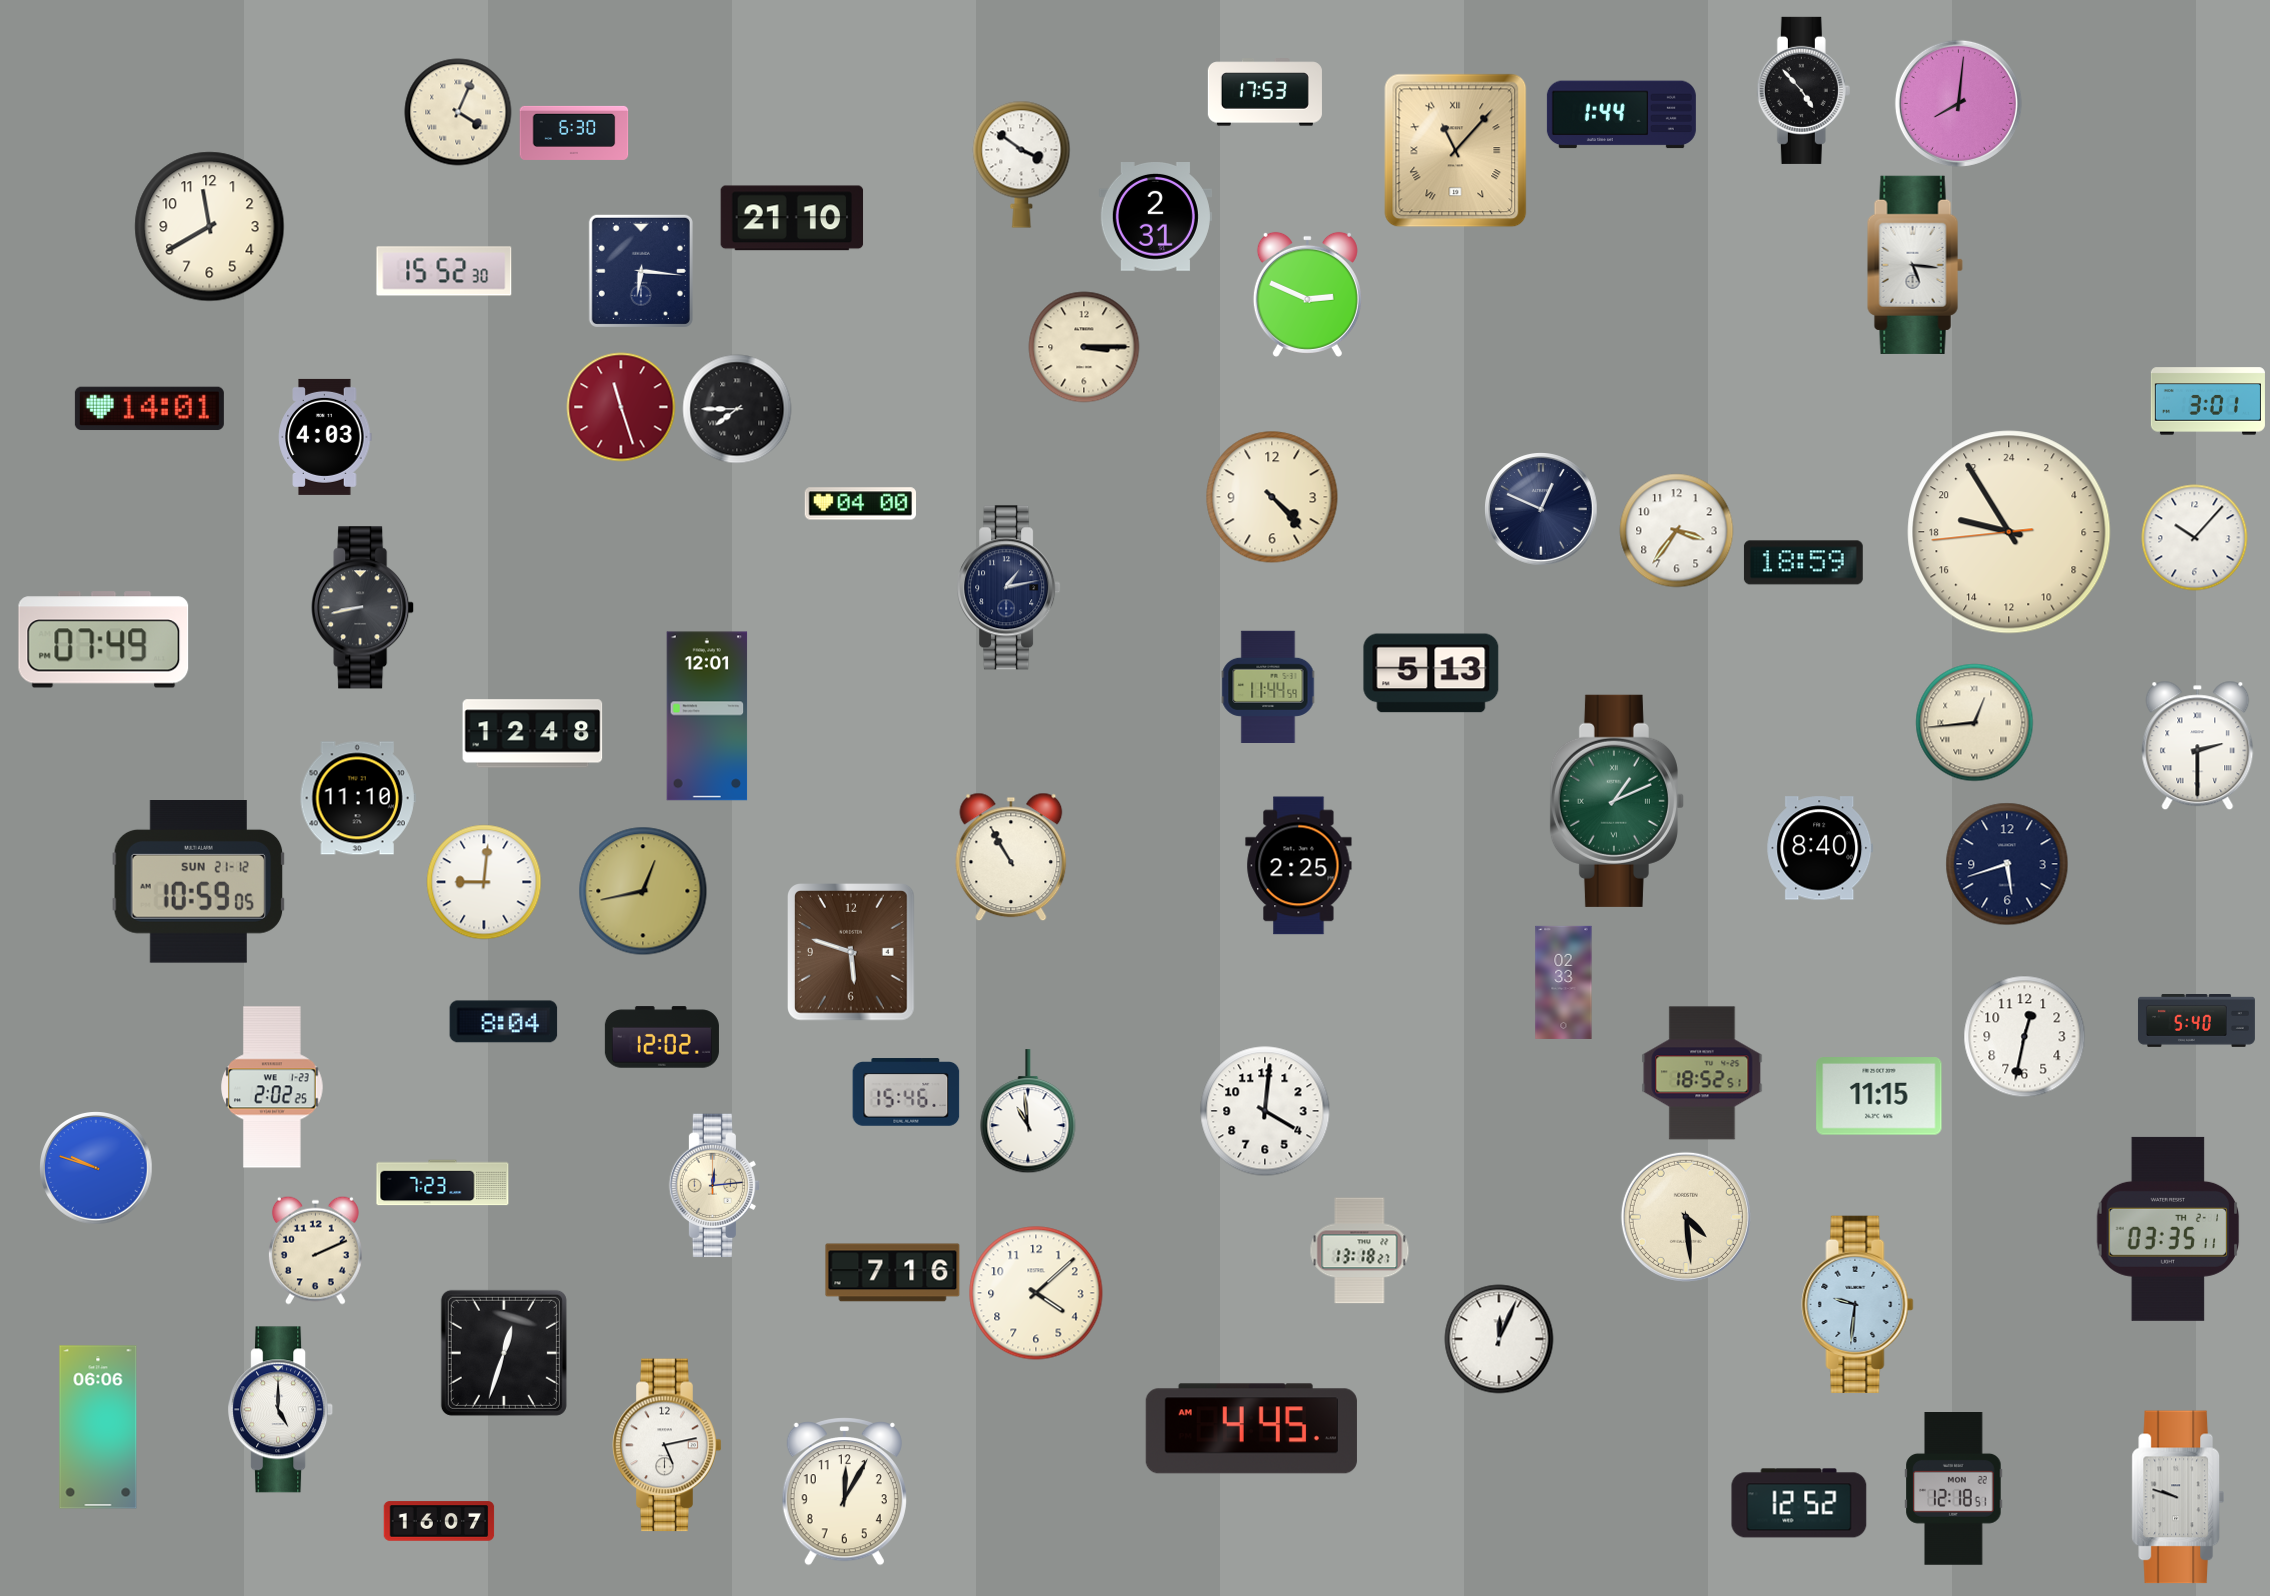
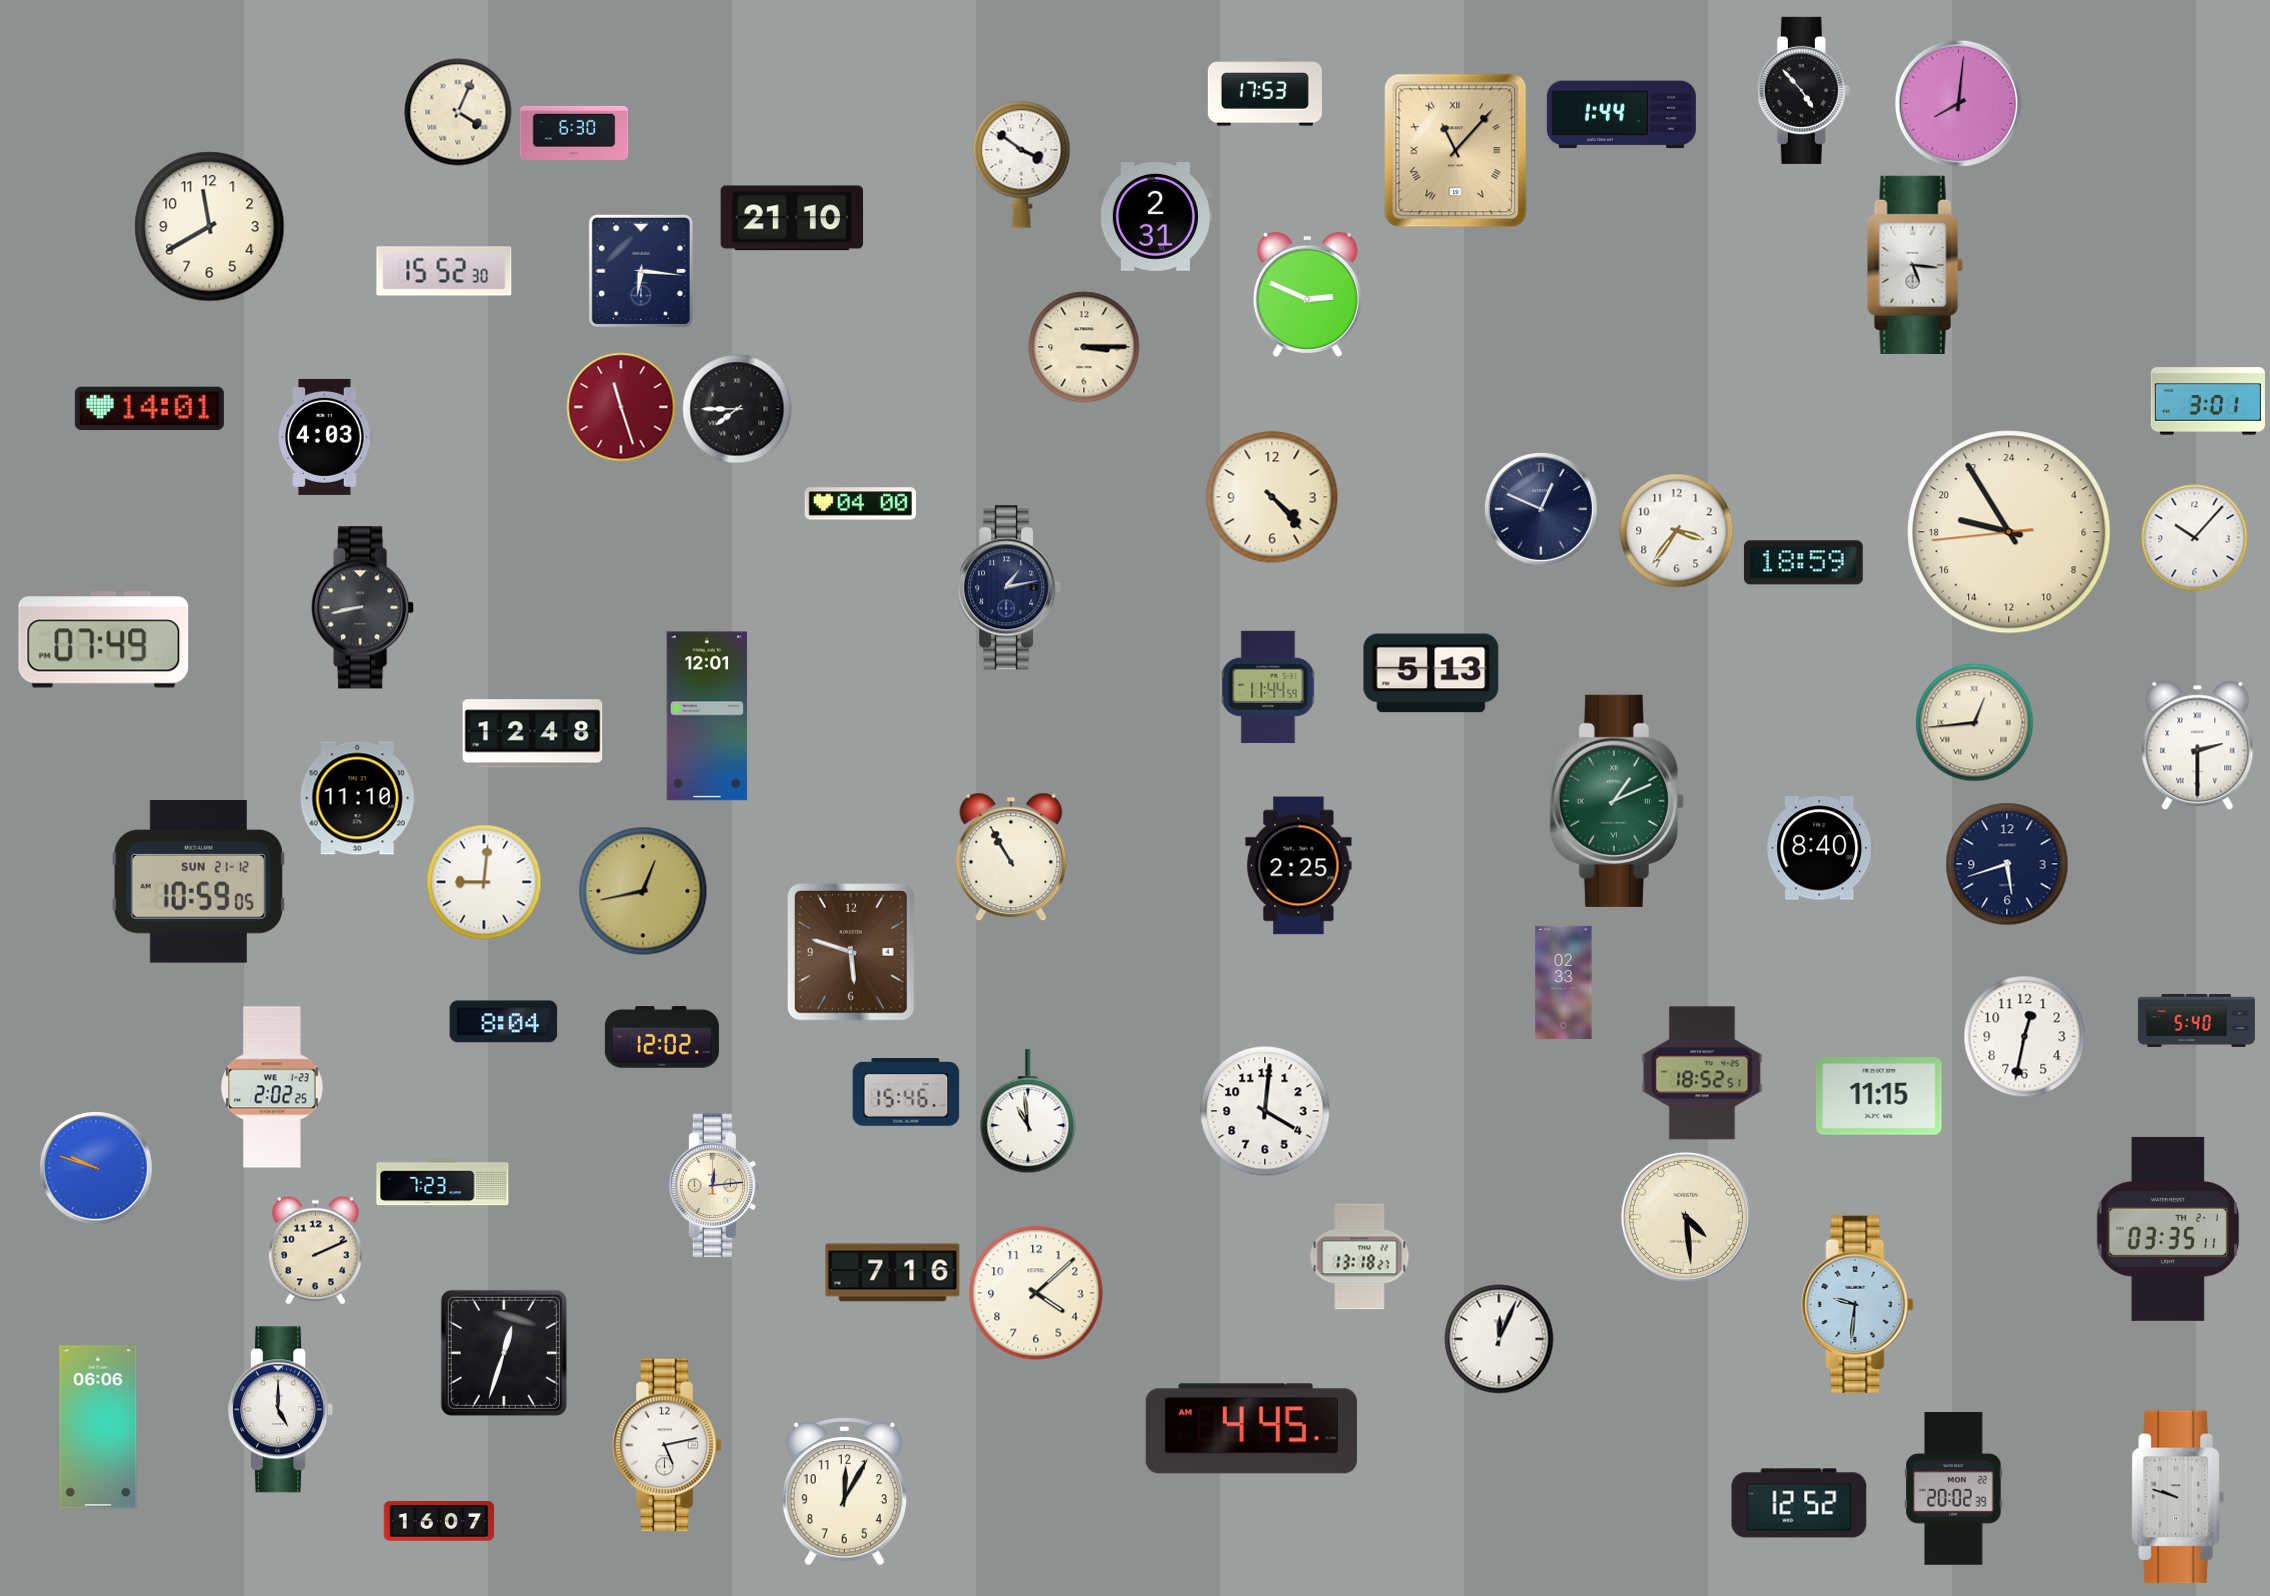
clock at (1360, 1251) position: (1360, 1251) -> (1360, 1257)
clock at (1954, 1489): 12:18 -> 20:02
